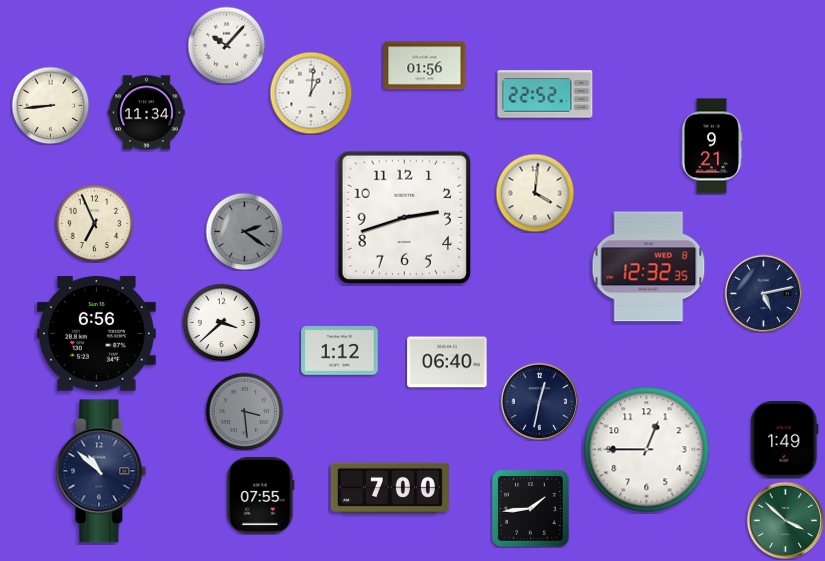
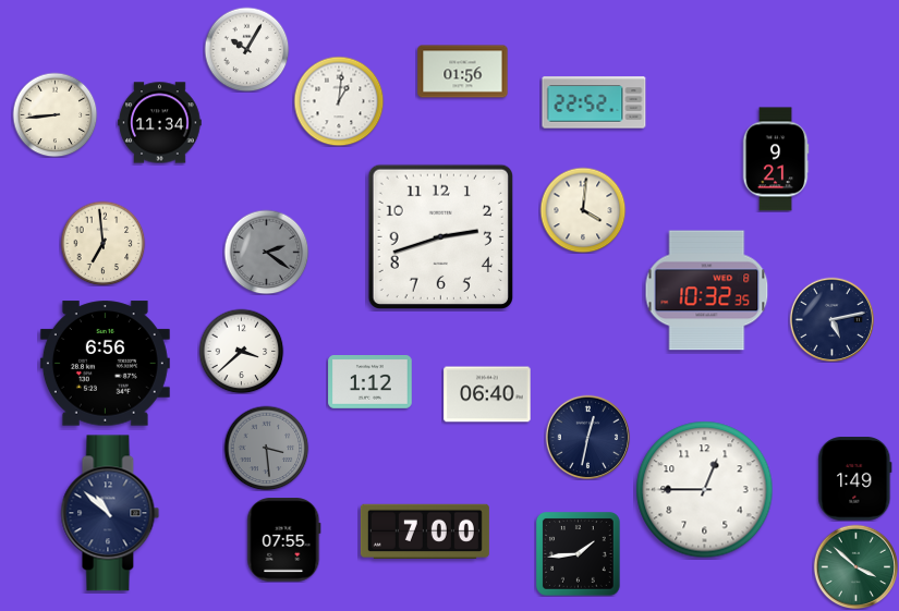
clock at (226, 45): 10:07 -> 10:05
clock at (94, 223): 6:56 -> 6:59
clock at (649, 267): 12:32 -> 10:32
